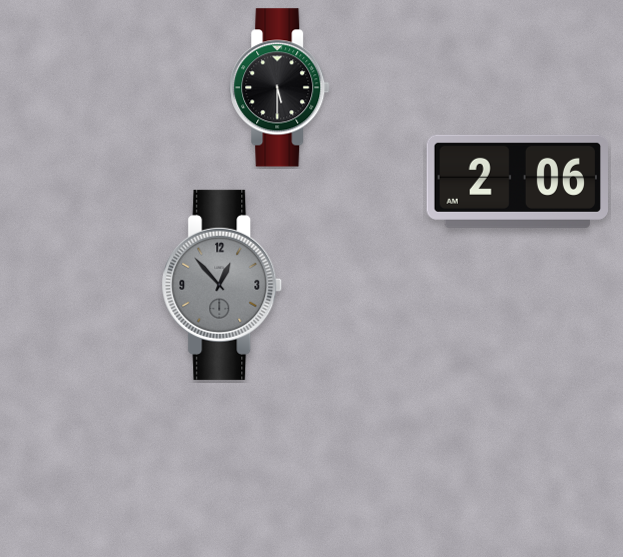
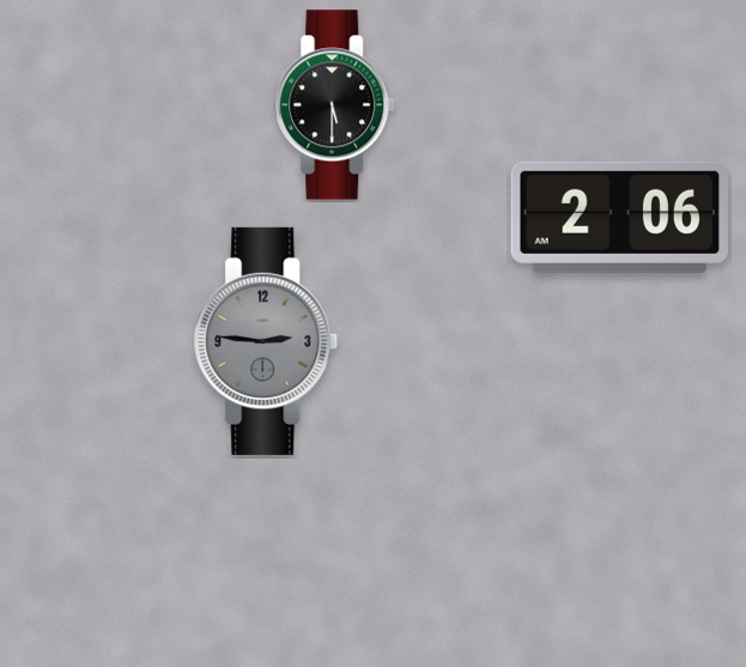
clock at (222, 285): 12:53 -> 2:46
